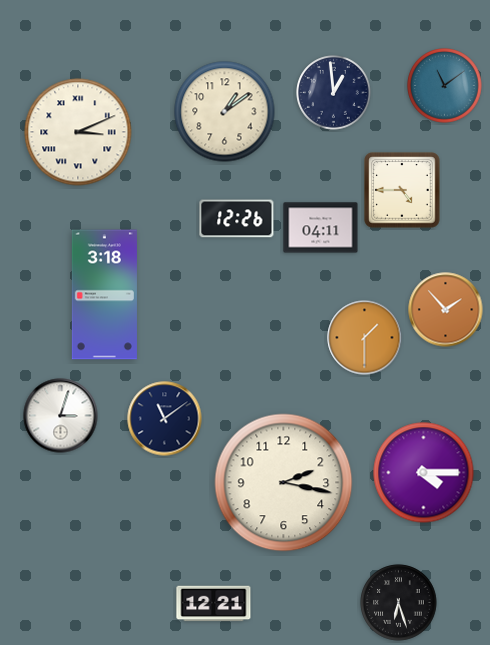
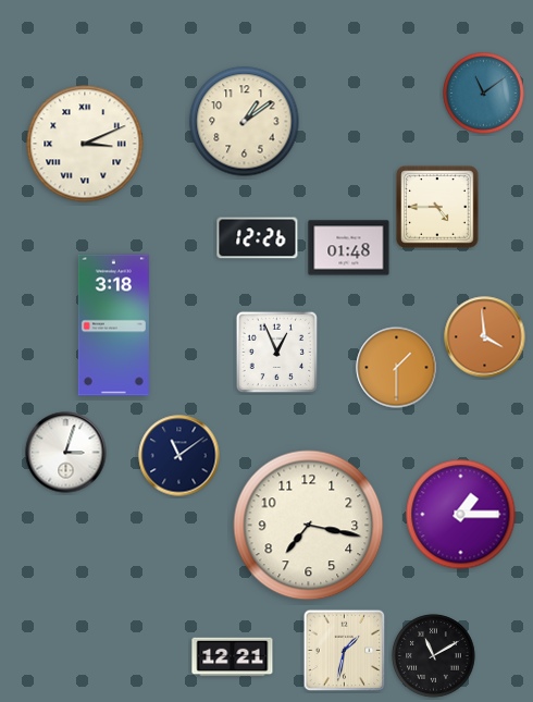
clock at (334, 93): 12:59 -> none
clock at (321, 228): 04:11 -> 01:48
clock at (104, 295) position: (104, 295) -> (113, 325)
clock at (446, 310): 1:53 -> 3:59
clock at (277, 353): none -> 12:56
clock at (424, 473): 4:15 -> 1:15
clock at (284, 483): 2:17 -> 7:17
clock at (345, 651): none -> 1:32
clock at (399, 603): 6:27 -> 11:10
